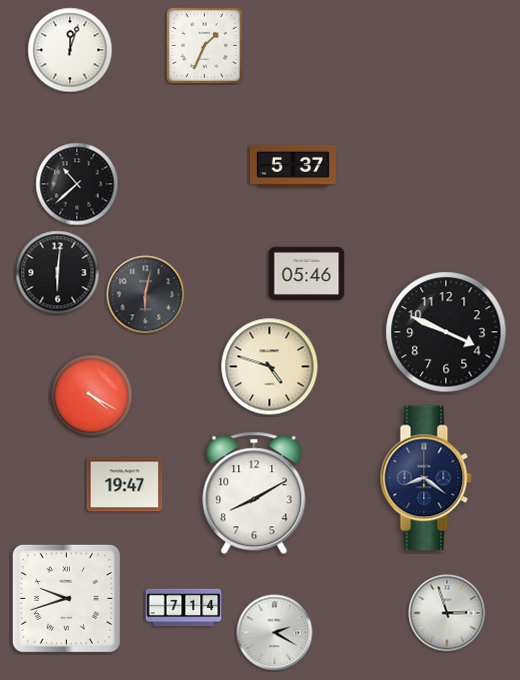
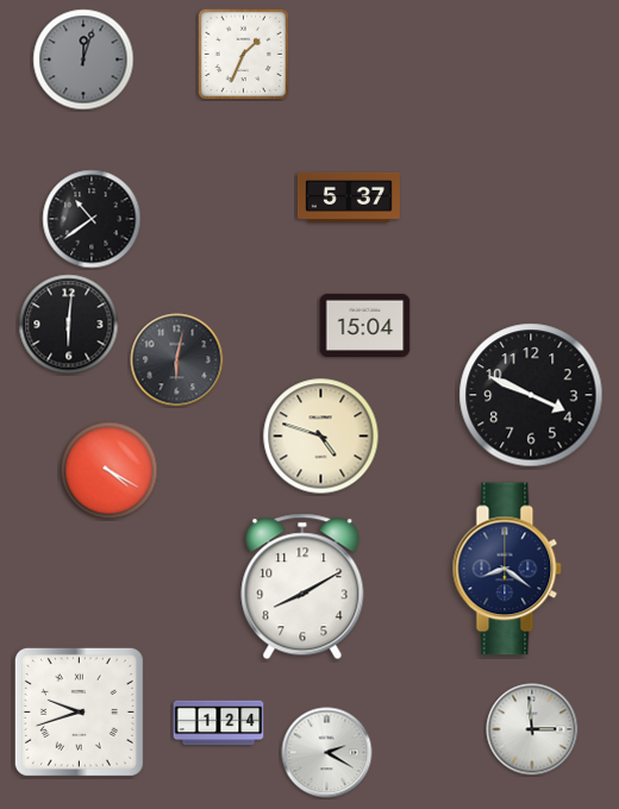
clock at (70, 50) dial: white -> grey
clock at (77, 184): 10:38 -> 10:39
clock at (307, 273): 05:46 -> 15:04
clock at (146, 295) position: (146, 295) -> (177, 360)
clock at (125, 485): 19:47 -> none
clock at (184, 608): 7:14 -> 1:24
clock at (447, 613): 2:57 -> 2:59
